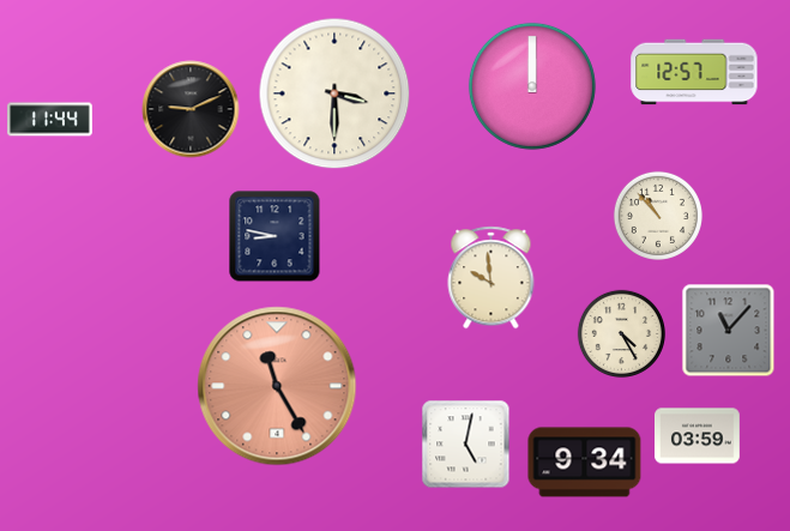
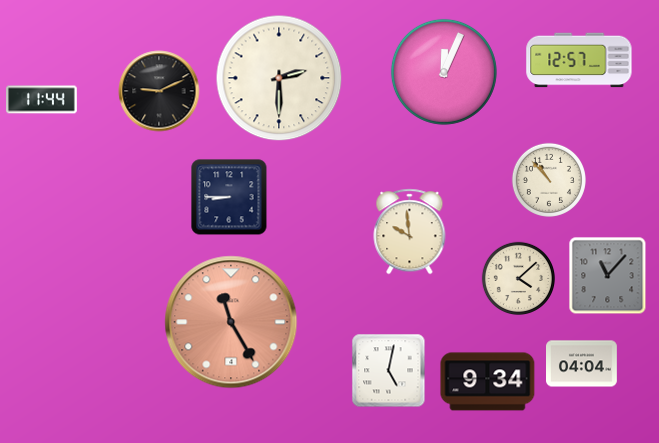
clock at (532, 86): 12:00 -> 12:04
clock at (334, 93): 3:30 -> 2:30
clock at (275, 236): 8:47 -> 8:45
clock at (621, 333): 4:25 -> 4:08
clock at (698, 436): 03:59 -> 04:04
clock at (585, 463) position: (585, 463) -> (488, 382)
